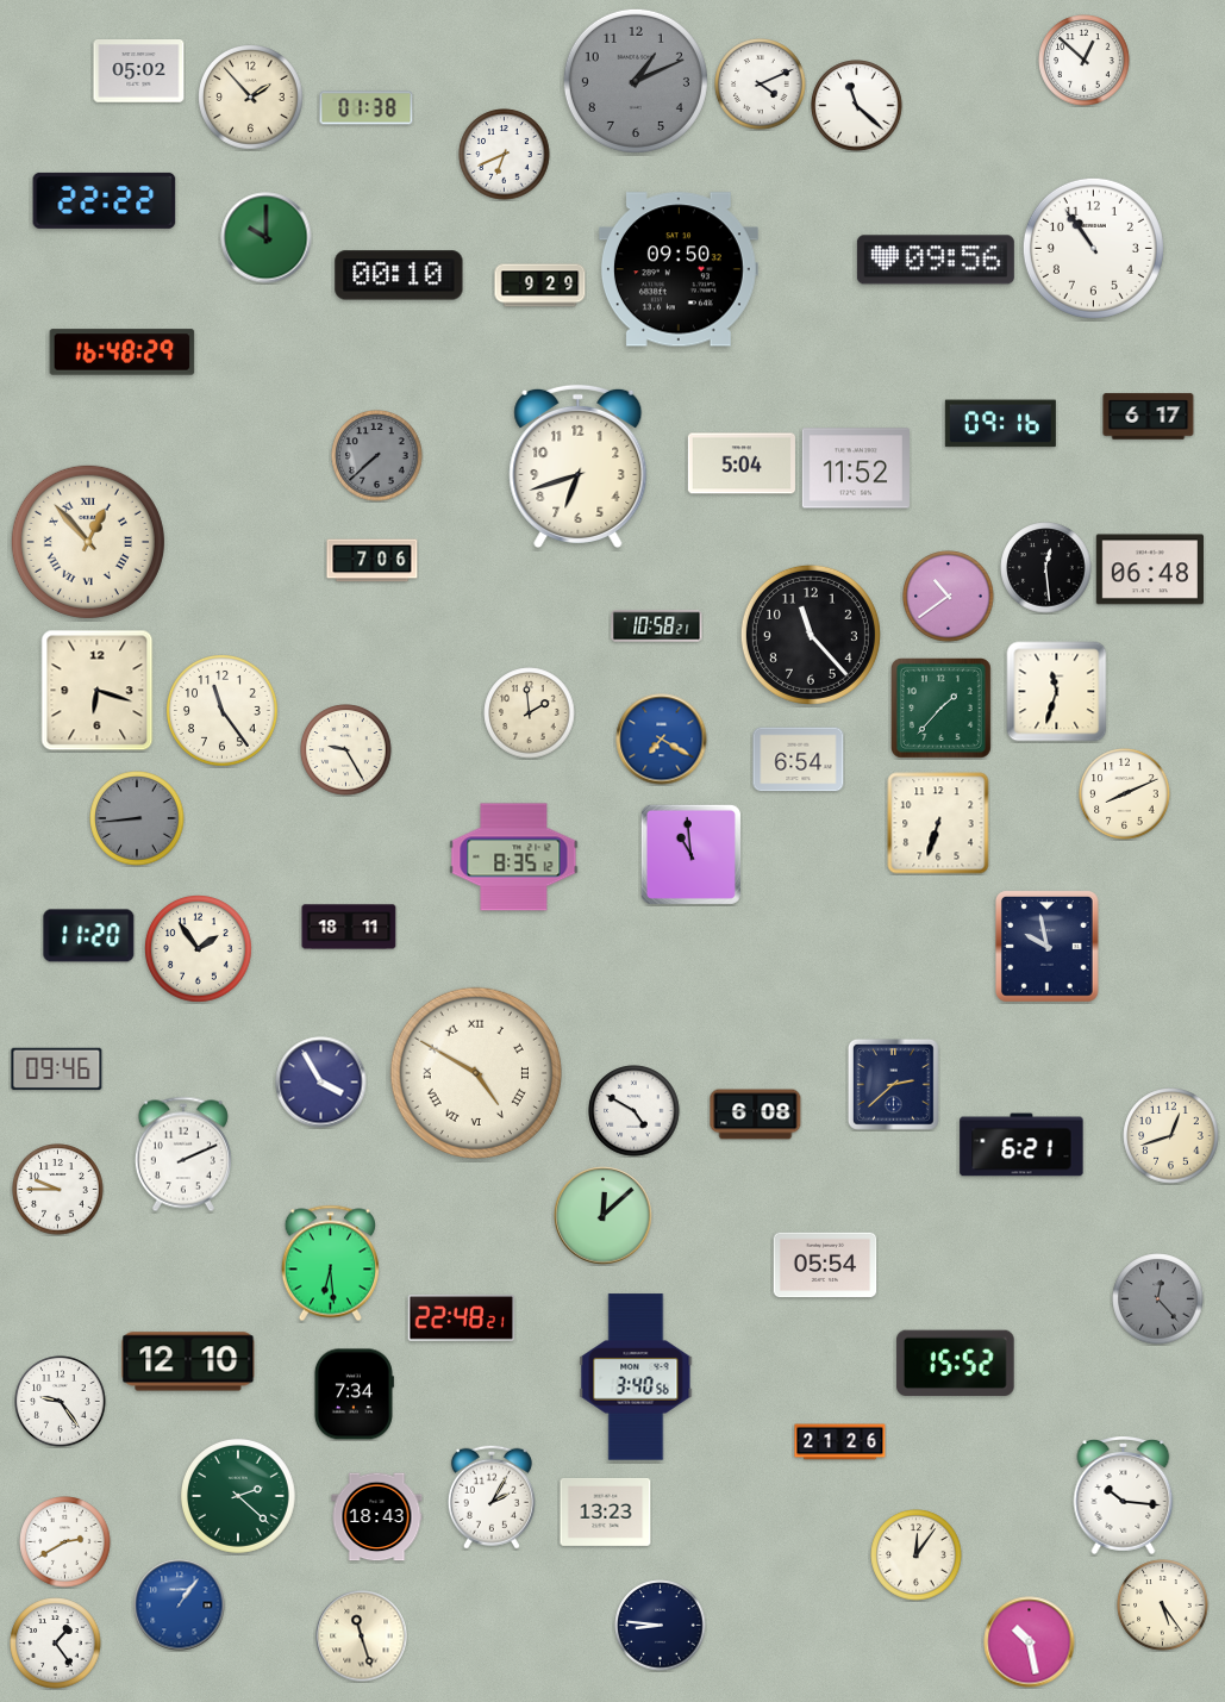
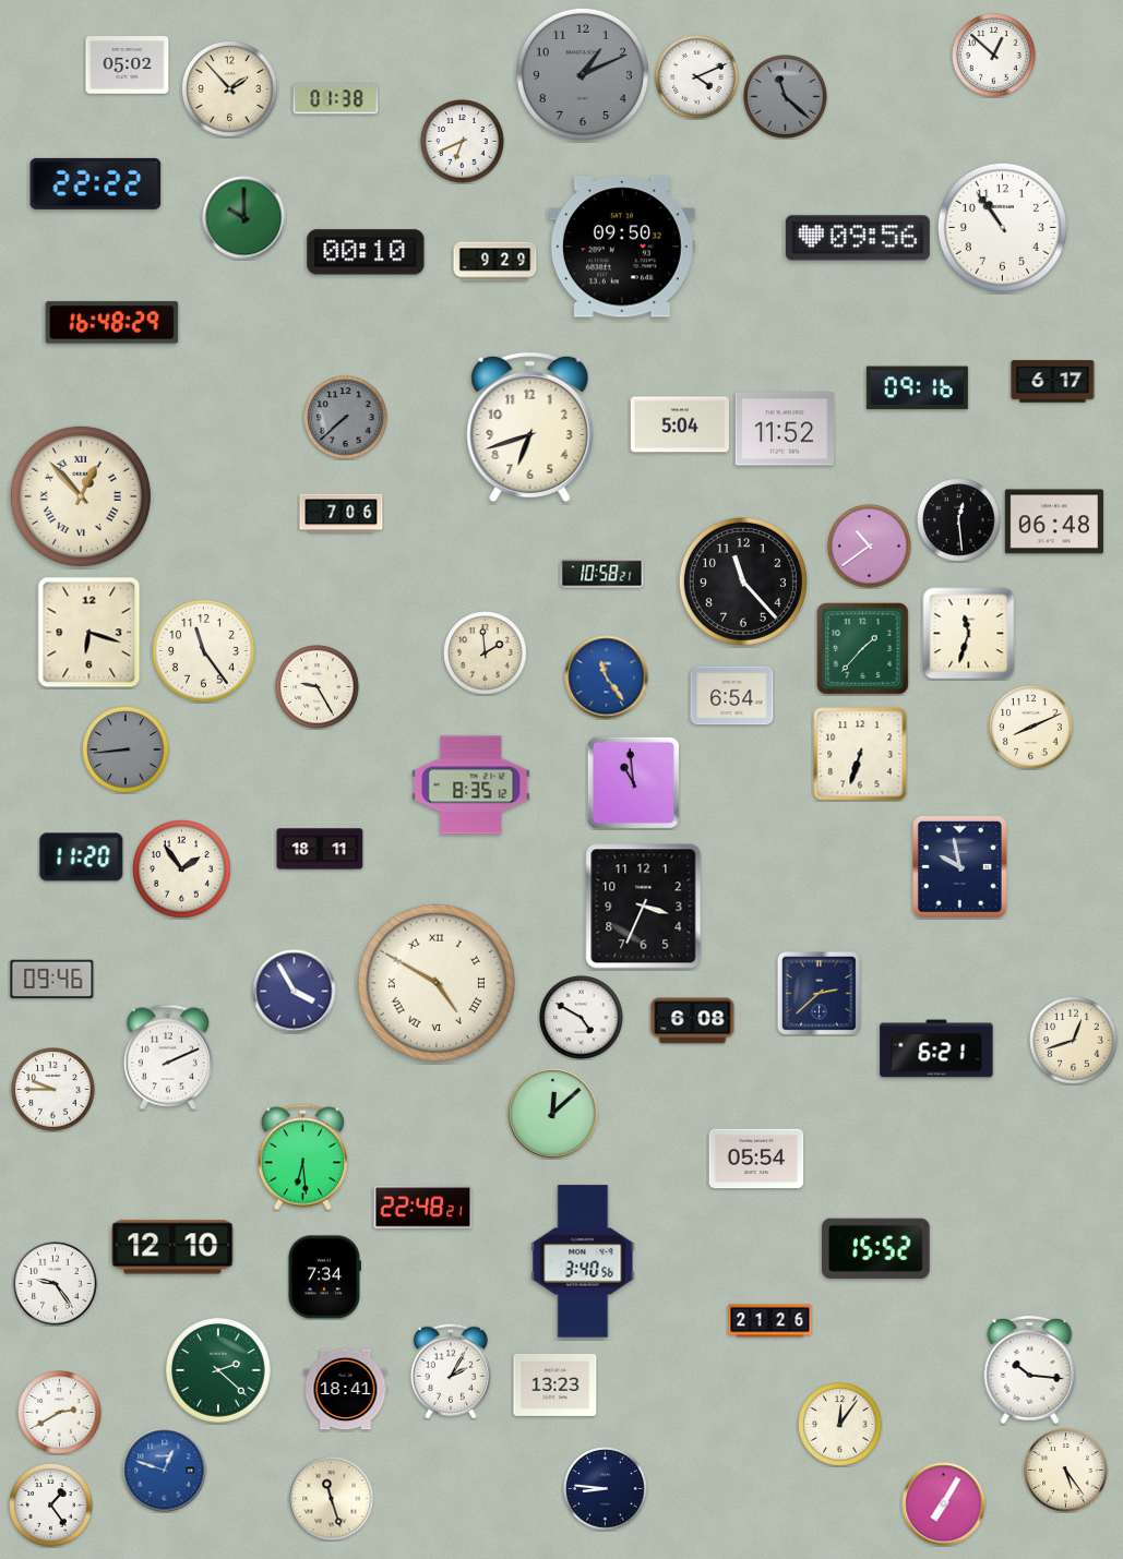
clock at (857, 106) dial: white -> grey
clock at (662, 740): 7:20 -> 11:24
clock at (644, 907): none -> 3:34
clock at (1158, 1299): 12:23 -> none
clock at (377, 1517): 18:43 -> 18:41
clock at (180, 1606): 1:06 -> 12:48
clock at (1030, 1642): 10:28 -> 7:05
